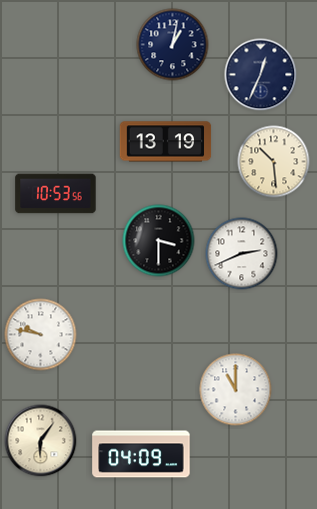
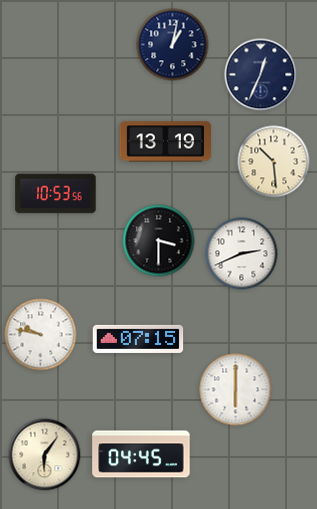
clock at (138, 339): none -> 07:15
clock at (236, 390): 11:00 -> 6:00
clock at (41, 441) position: (41, 441) -> (45, 455)
clock at (141, 454): 04:09 -> 04:45
